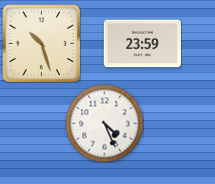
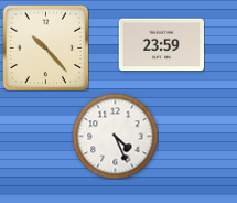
clock at (41, 43): 10:27 -> 10:23
clock at (142, 44) position: (142, 44) -> (161, 45)
